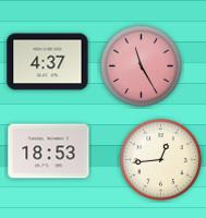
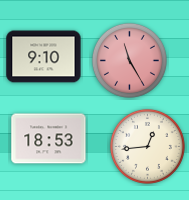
clock at (48, 62): 4:37 -> 9:10
clock at (49, 152) position: (49, 152) -> (49, 139)
